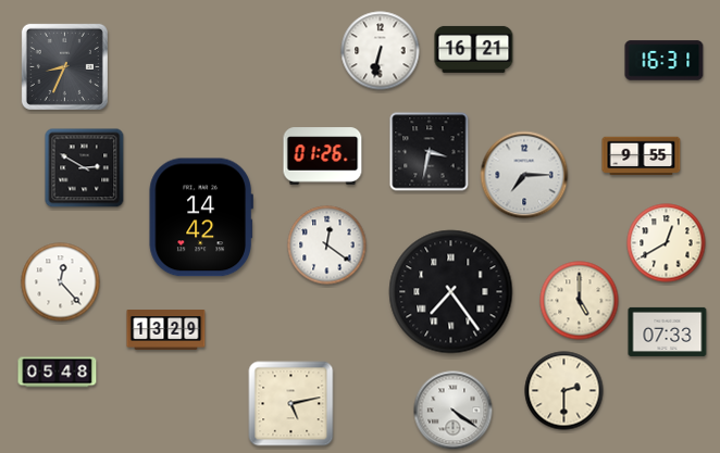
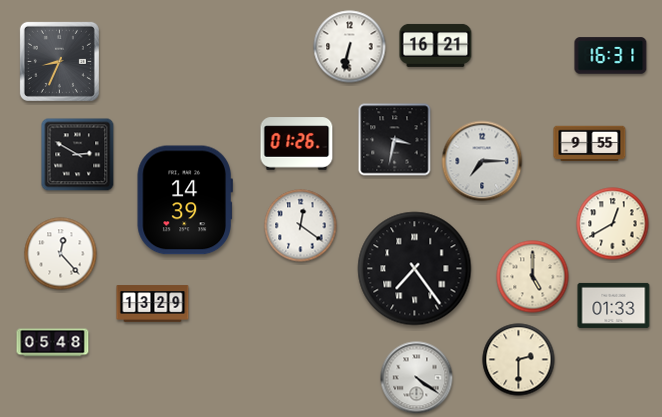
clock at (201, 217): 14:42 -> 14:39
clock at (61, 282) position: (61, 282) -> (61, 254)
clock at (668, 331): 07:33 -> 01:33
clock at (291, 404): 5:13 -> none
